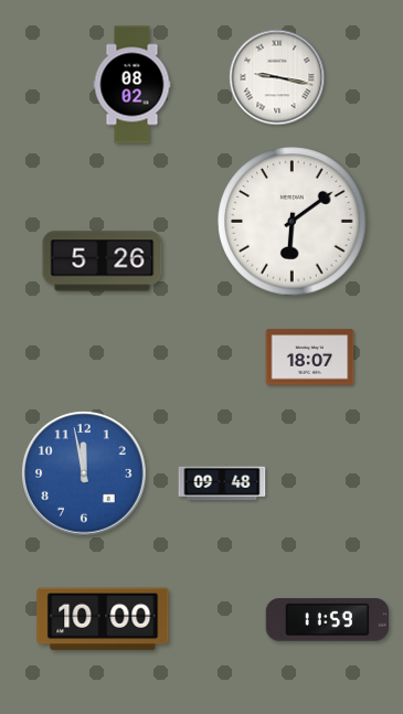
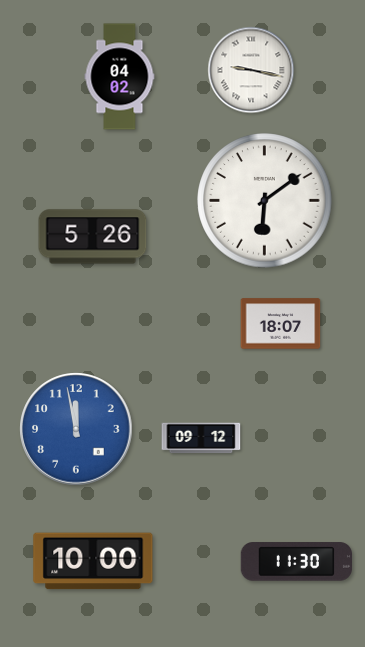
clock at (132, 85): 08:02 -> 04:02
clock at (222, 483): 09:48 -> 09:12
clock at (327, 620): 11:59 -> 11:30
